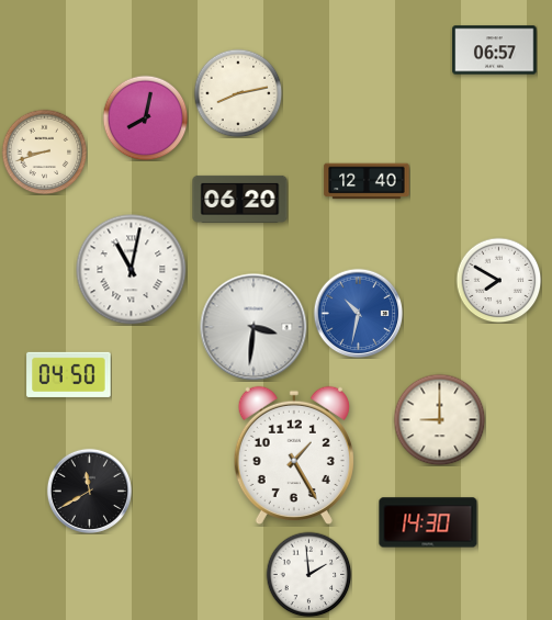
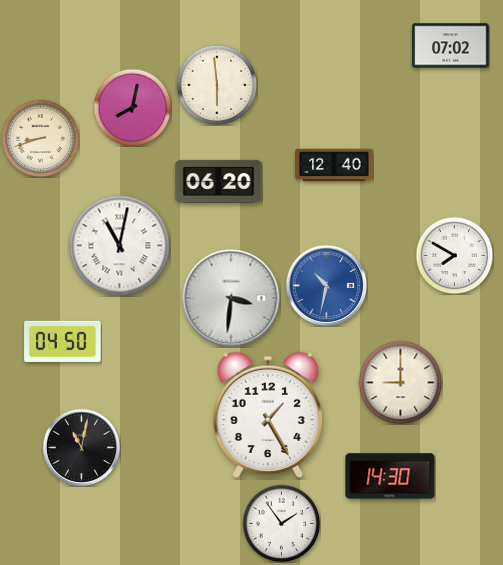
clock at (495, 50): 06:57 -> 07:02
clock at (238, 93): 8:13 -> 5:59
clock at (89, 491): 11:40 -> 11:02
clock at (308, 574): 1:59 -> 1:54
